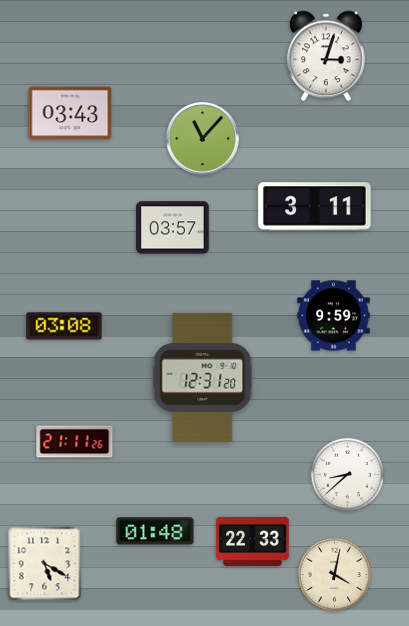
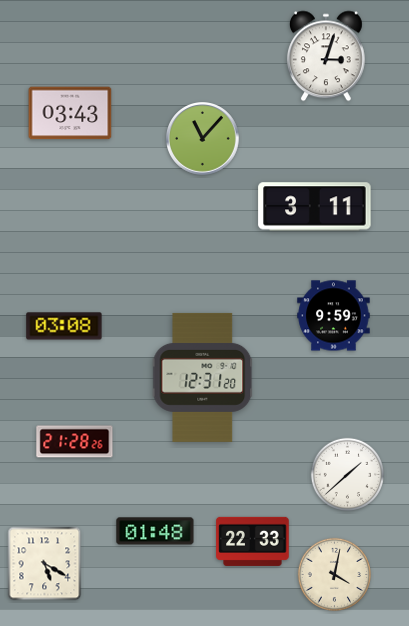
clock at (173, 228): 03:57 -> none
clock at (75, 442): 21:11 -> 21:28
clock at (347, 474): 8:38 -> 1:38
